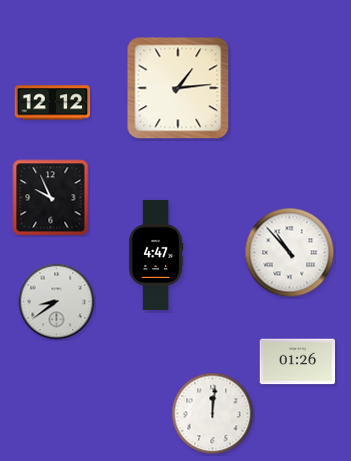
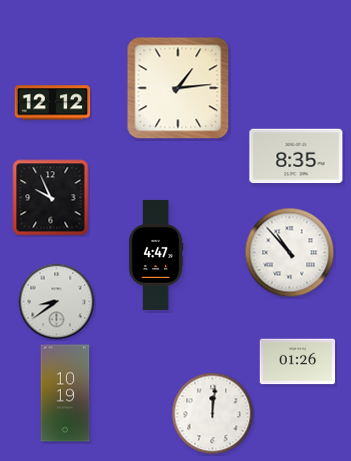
clock at (296, 156): none -> 8:35
clock at (65, 393): none -> 10:19
